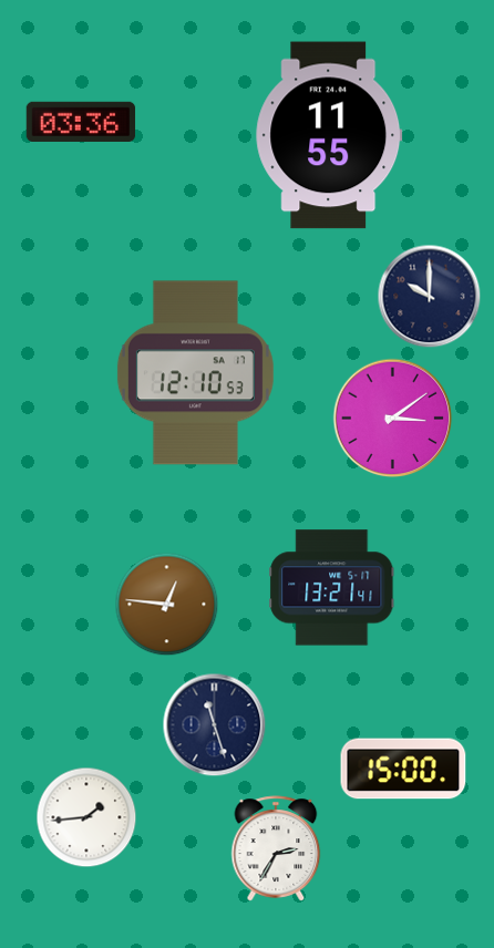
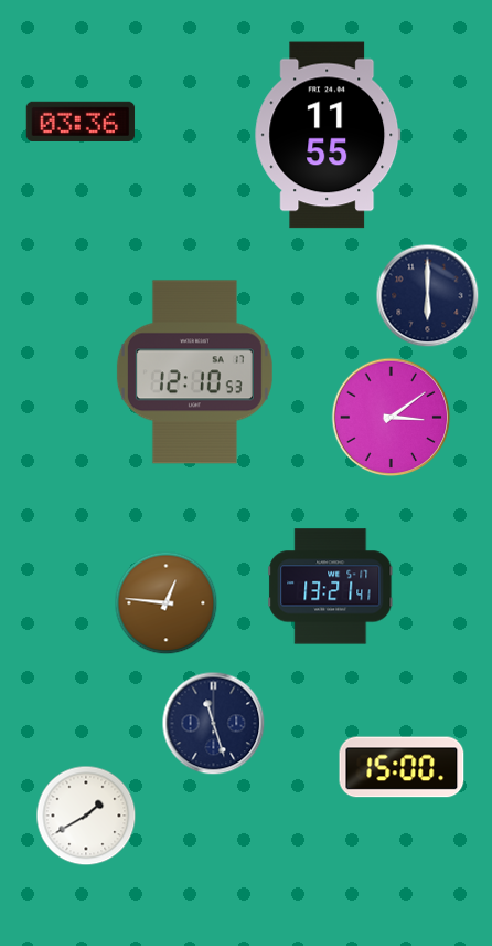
clock at (430, 297): 10:00 -> 6:00
clock at (86, 817): 1:44 -> 1:40
clock at (276, 848): 2:35 -> none
